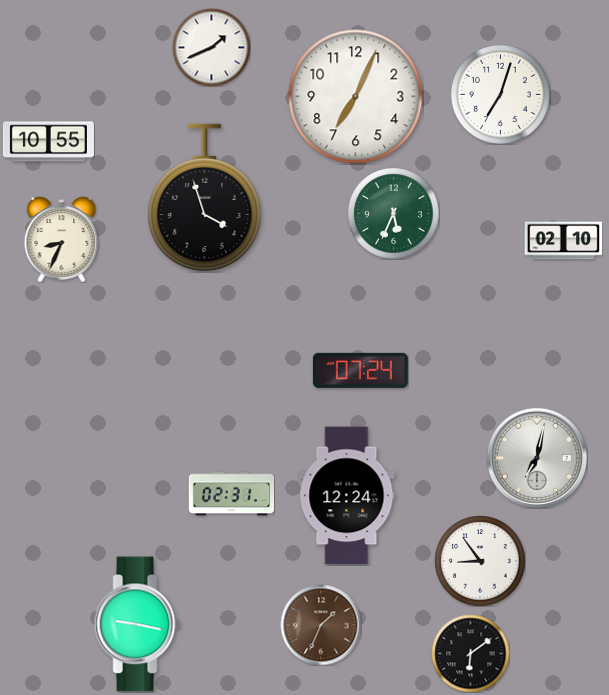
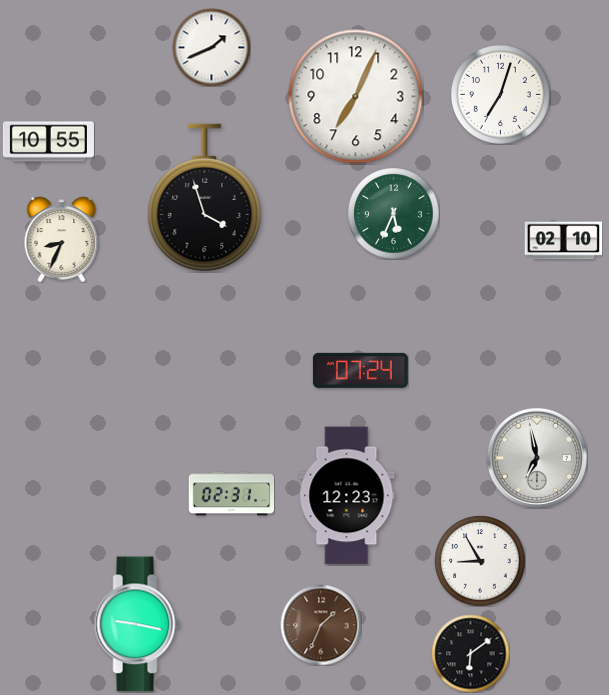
clock at (536, 457): 7:02 -> 6:58
clock at (347, 496): 12:24 -> 12:23
clock at (480, 561): 8:54 -> 8:55
